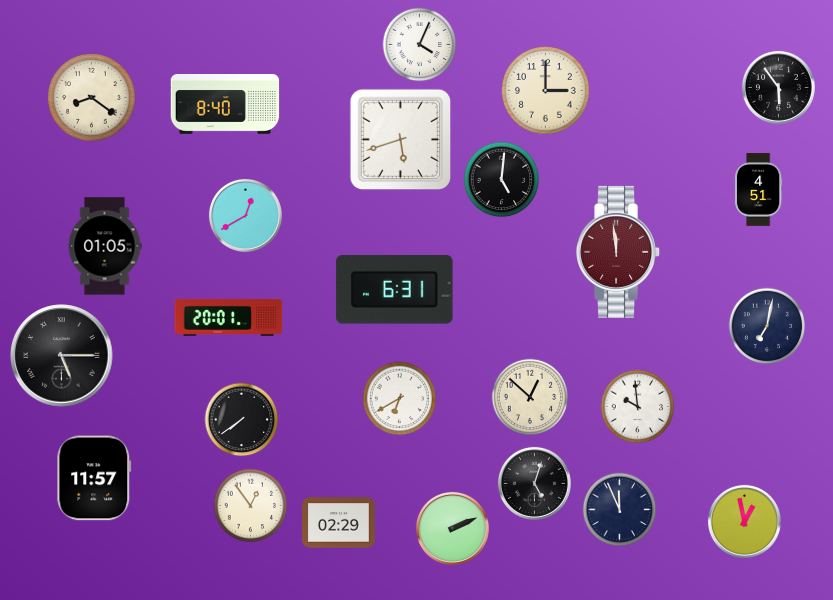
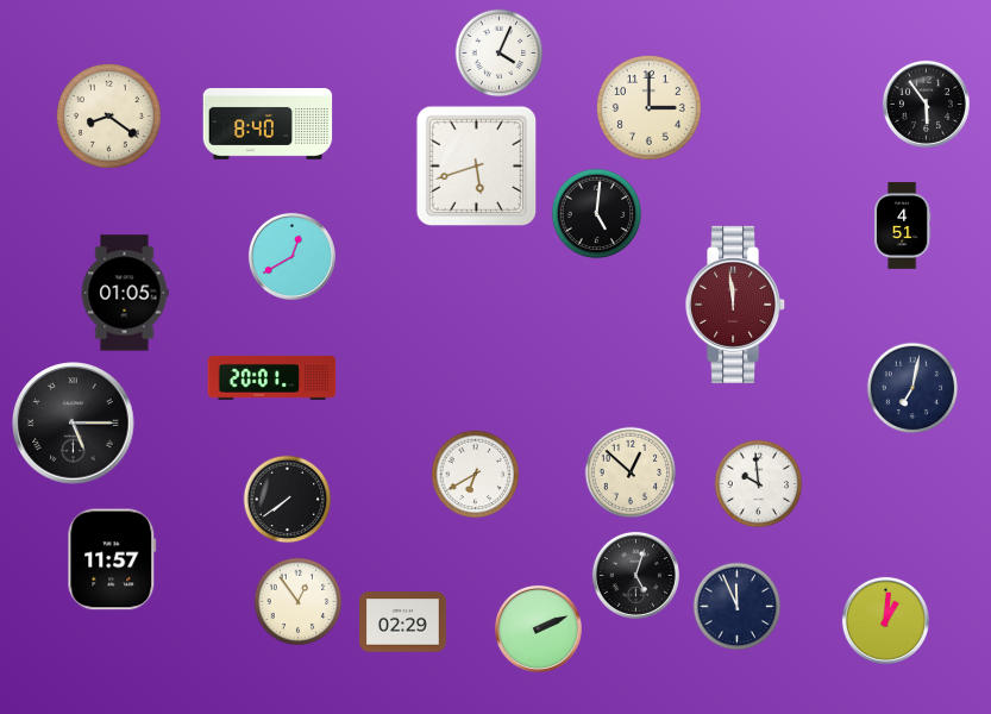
clock at (619, 252) position: (619, 252) -> (736, 305)
clock at (395, 290): 6:31 -> none
clock at (94, 478) position: (94, 478) -> (112, 559)
clock at (744, 521): 12:58 -> 1:01
